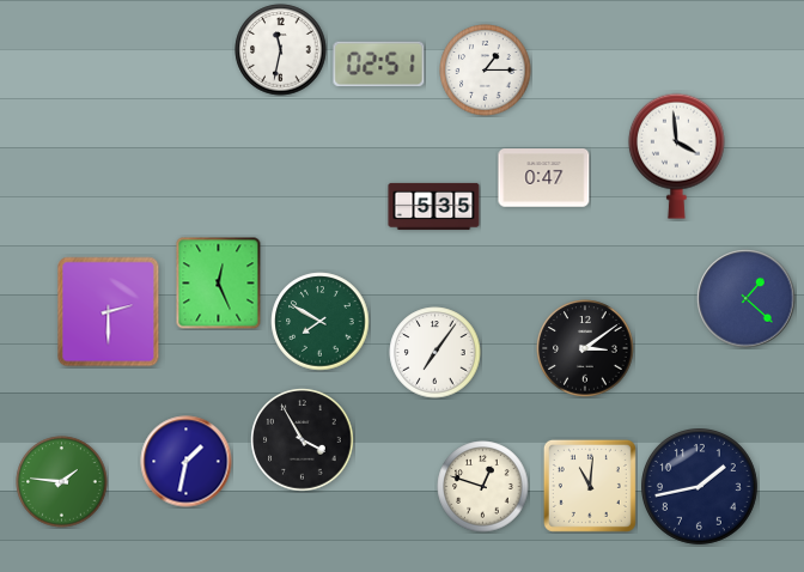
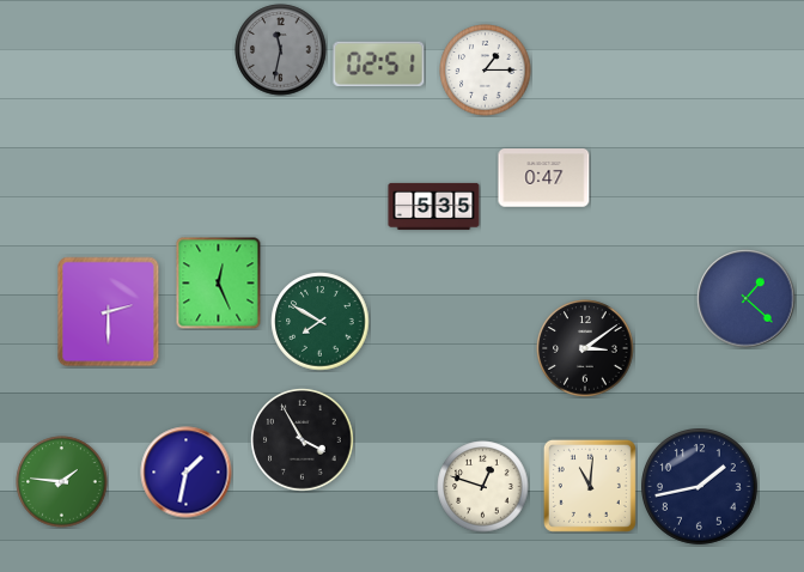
clock at (281, 50) dial: white -> grey
clock at (676, 156): 3:59 -> none
clock at (435, 353): 7:06 -> none
clock at (187, 462) position: (187, 462) -> (187, 473)
